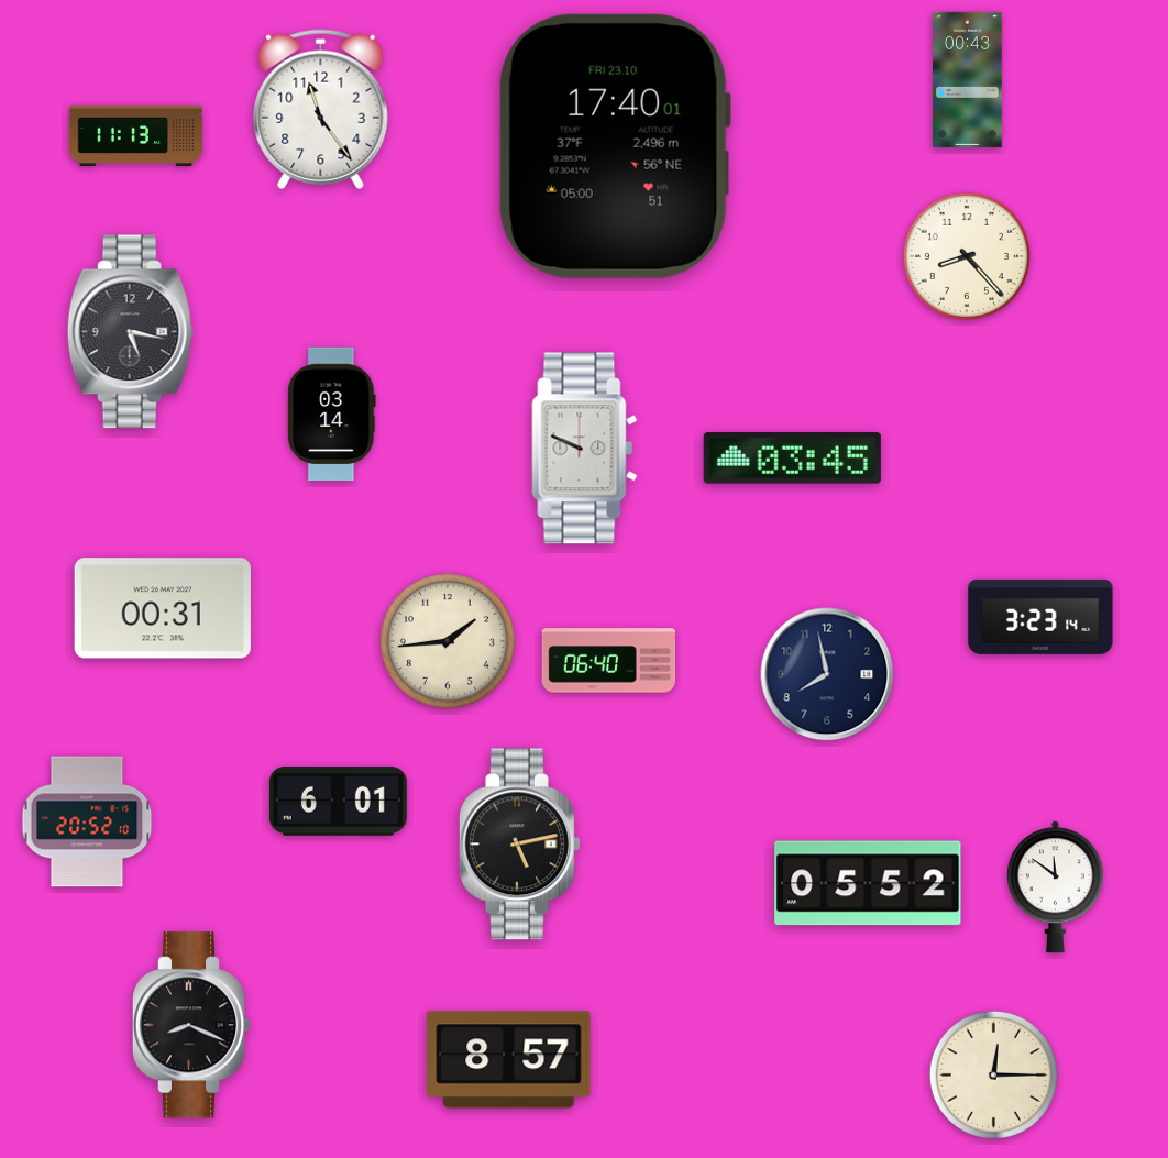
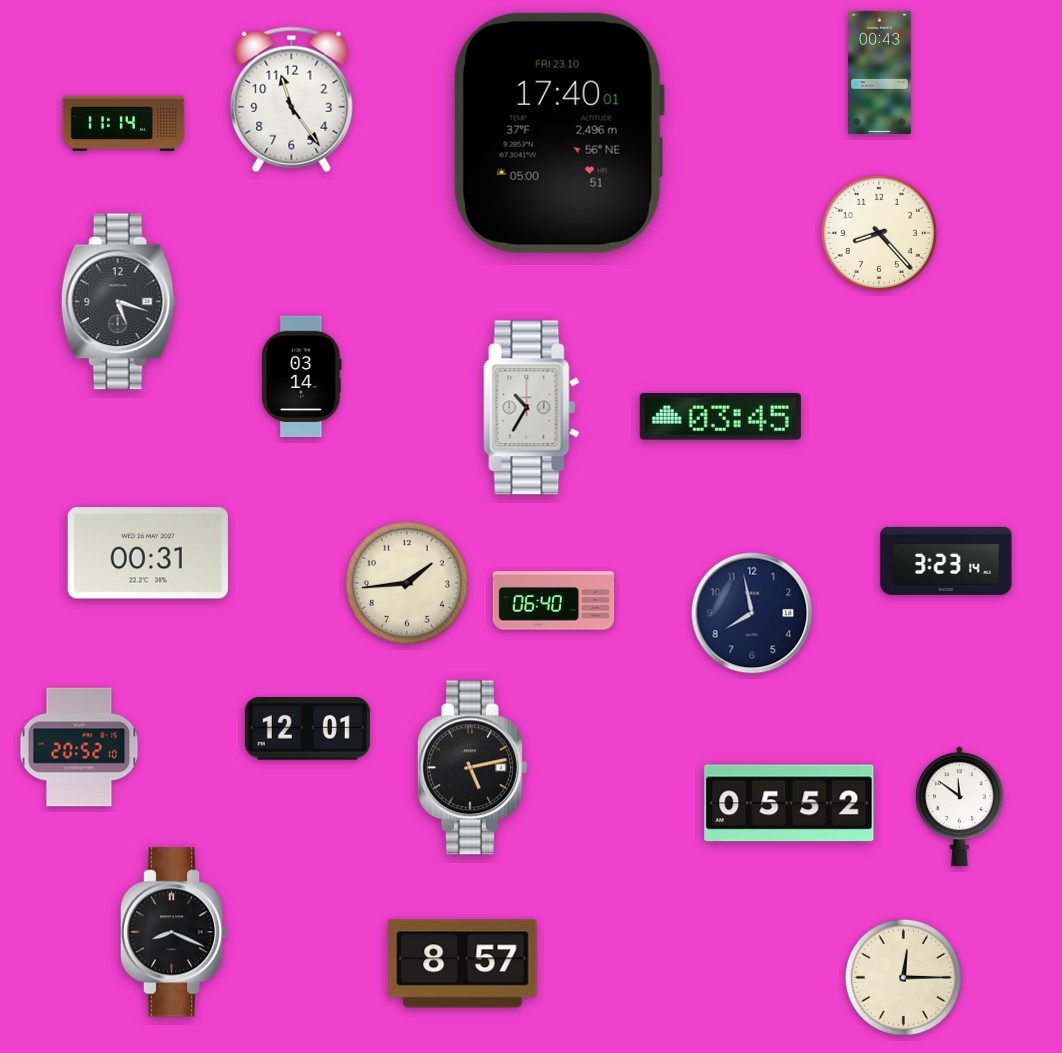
clock at (136, 135): 11:13 -> 11:14
clock at (130, 332): 5:17 -> 5:18
clock at (585, 449): 9:49 -> 10:35
clock at (338, 802): 6:01 -> 12:01
